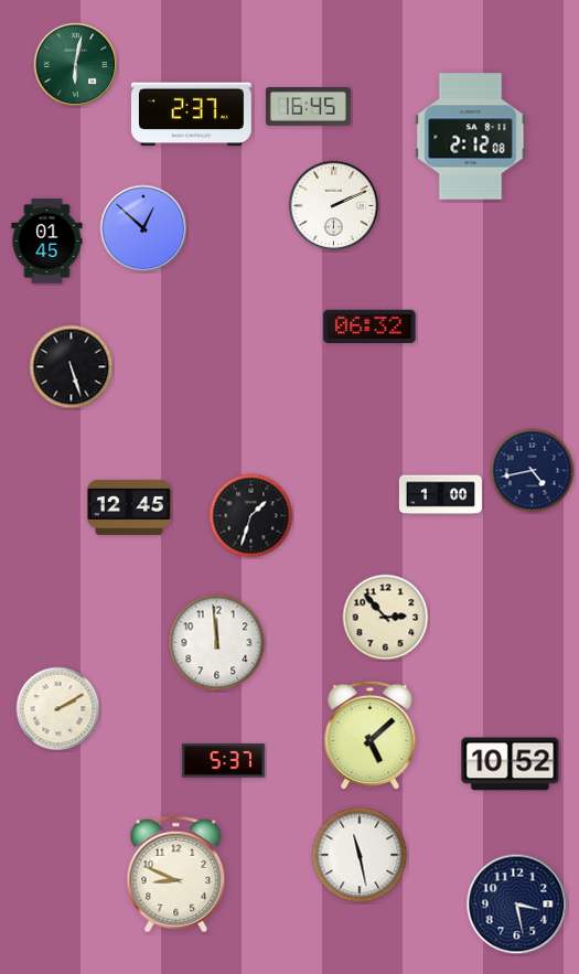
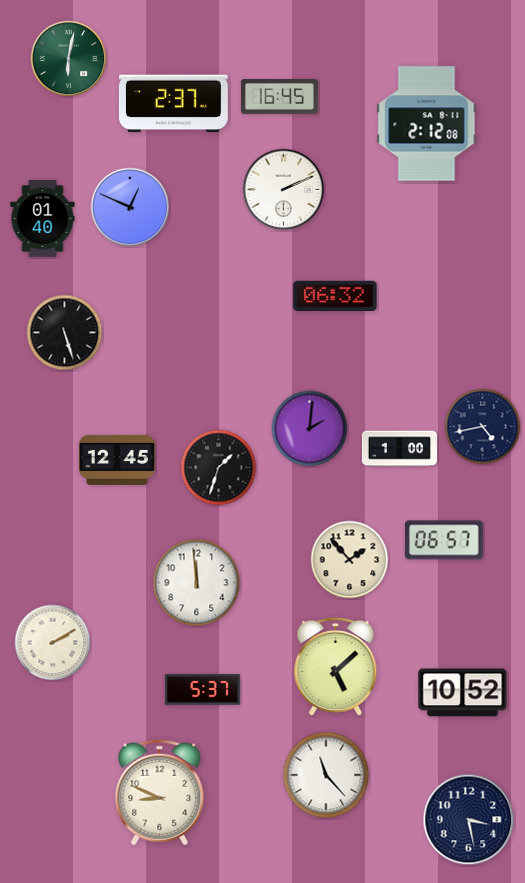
clock at (334, 206) position: (334, 206) -> (284, 190)
clock at (143, 228): 12:52 -> 12:49
clock at (47, 240): 01:45 -> 01:40
clock at (310, 429): none -> 2:01
clock at (251, 516) position: (251, 516) -> (219, 468)
clock at (444, 540): none -> 06:57
clock at (386, 618): 2:53 -> 1:53
clock at (360, 855): 11:28 -> 11:23
